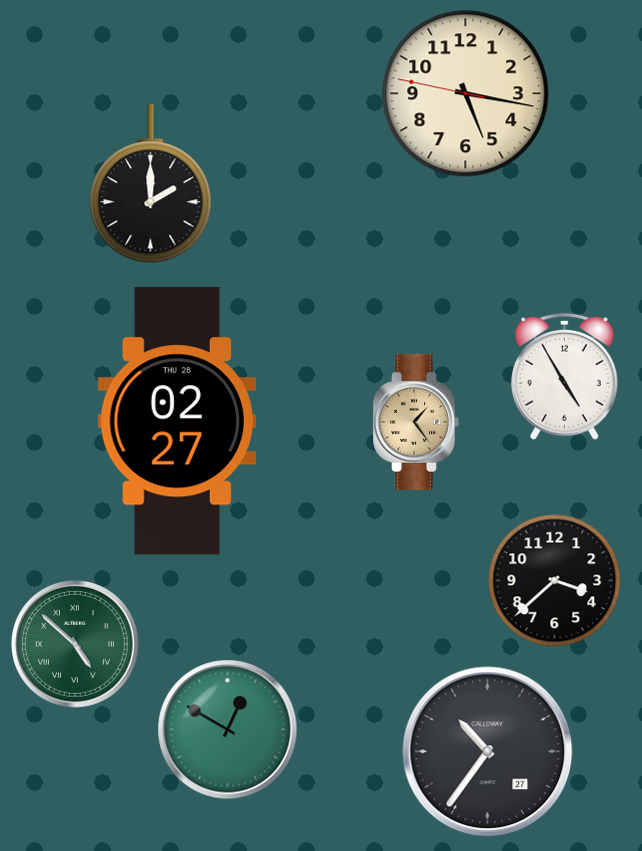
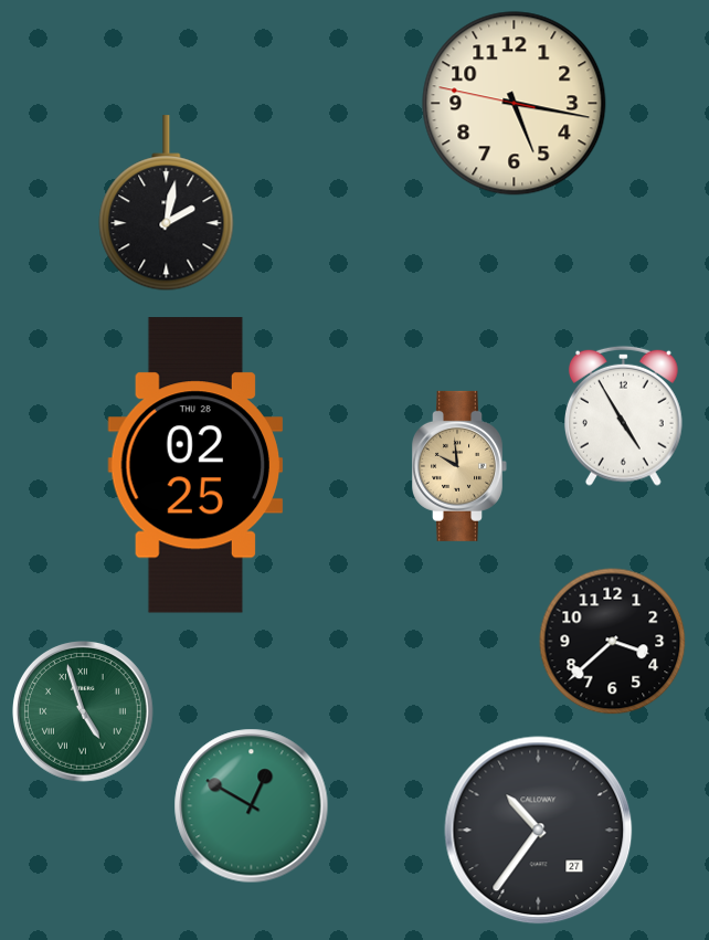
clock at (151, 184): 2:00 -> 2:02
clock at (177, 421): 02:27 -> 02:25
clock at (416, 422): 1:24 -> 9:59
clock at (76, 645): 4:52 -> 4:57
